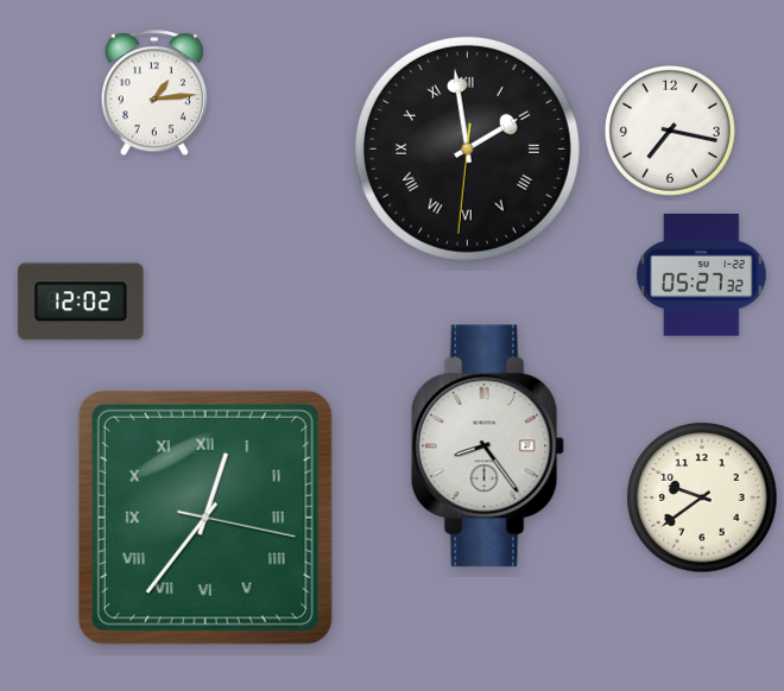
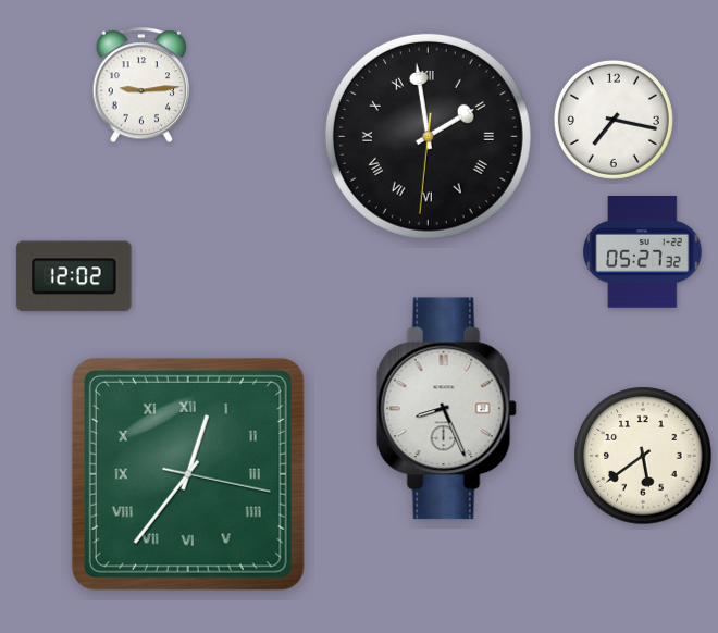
clock at (153, 94): 1:14 -> 9:14
clock at (487, 446): 8:24 -> 8:26
clock at (702, 497): 9:39 -> 5:39
